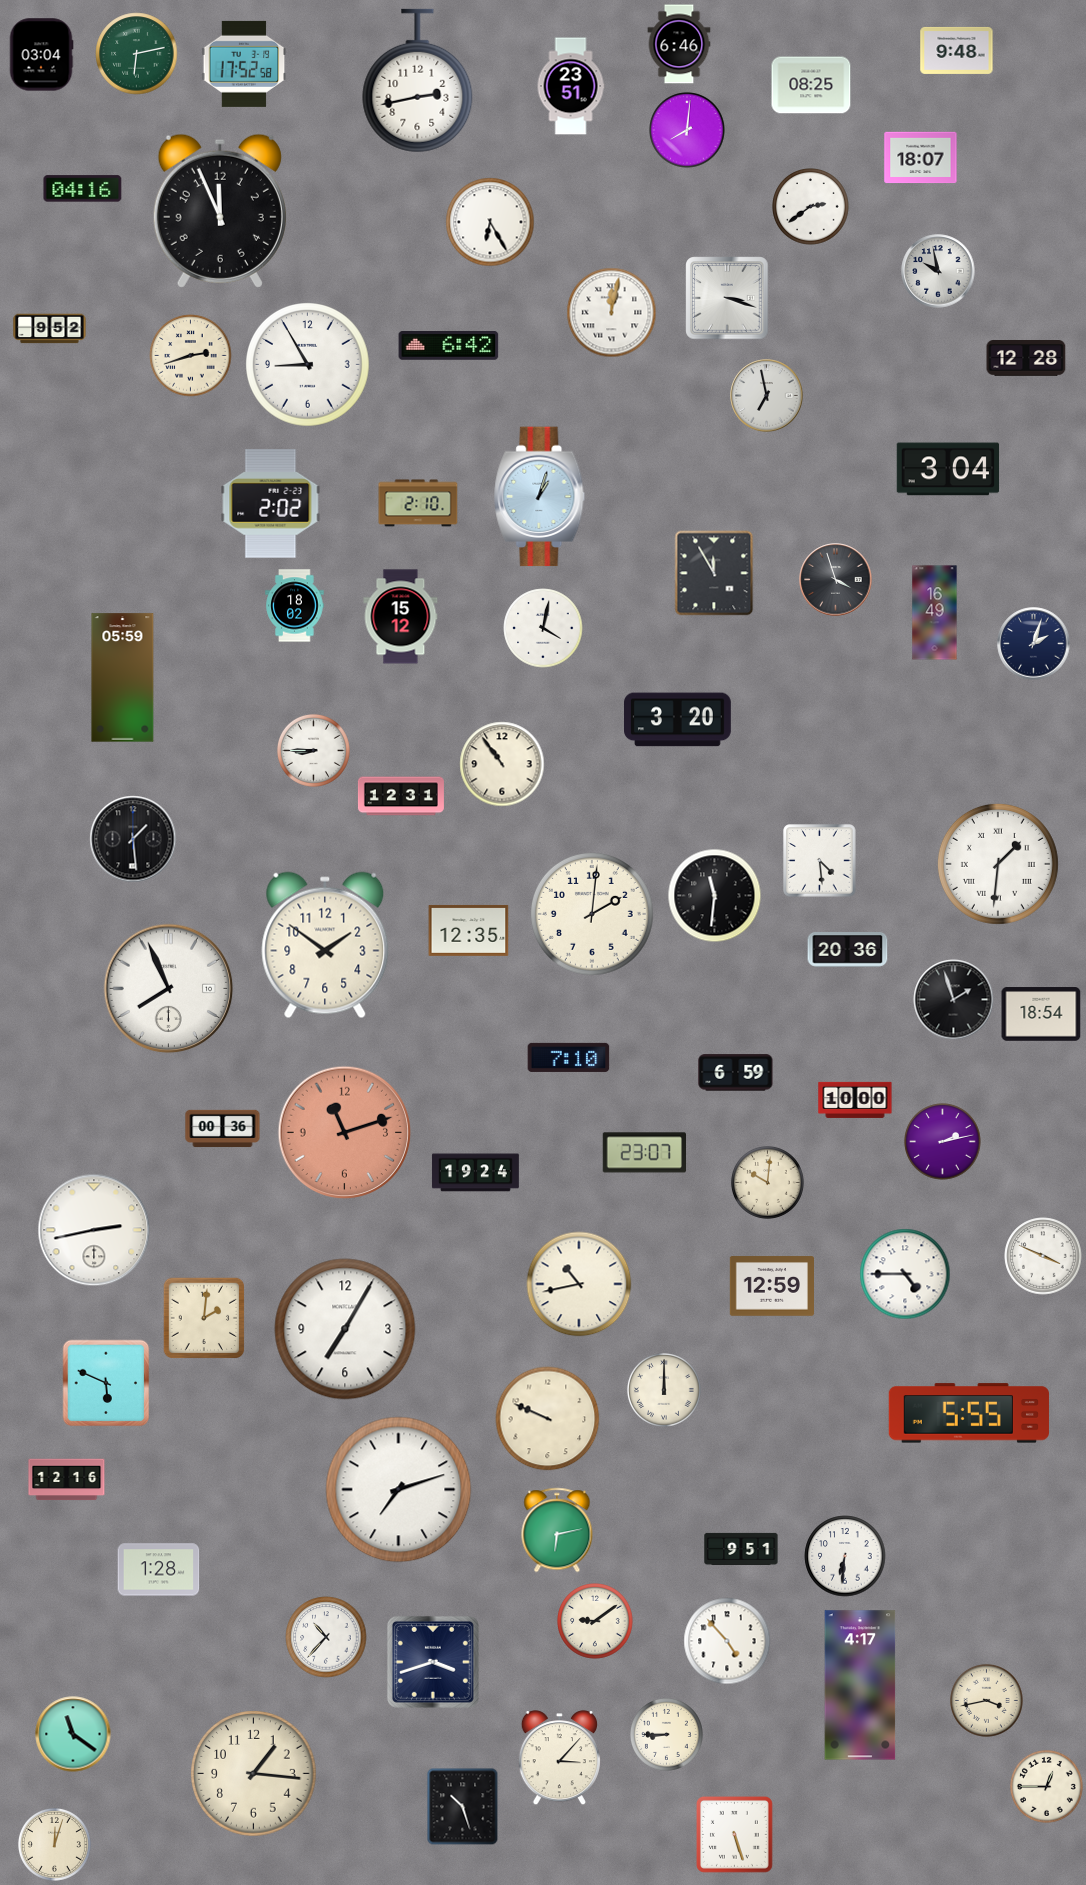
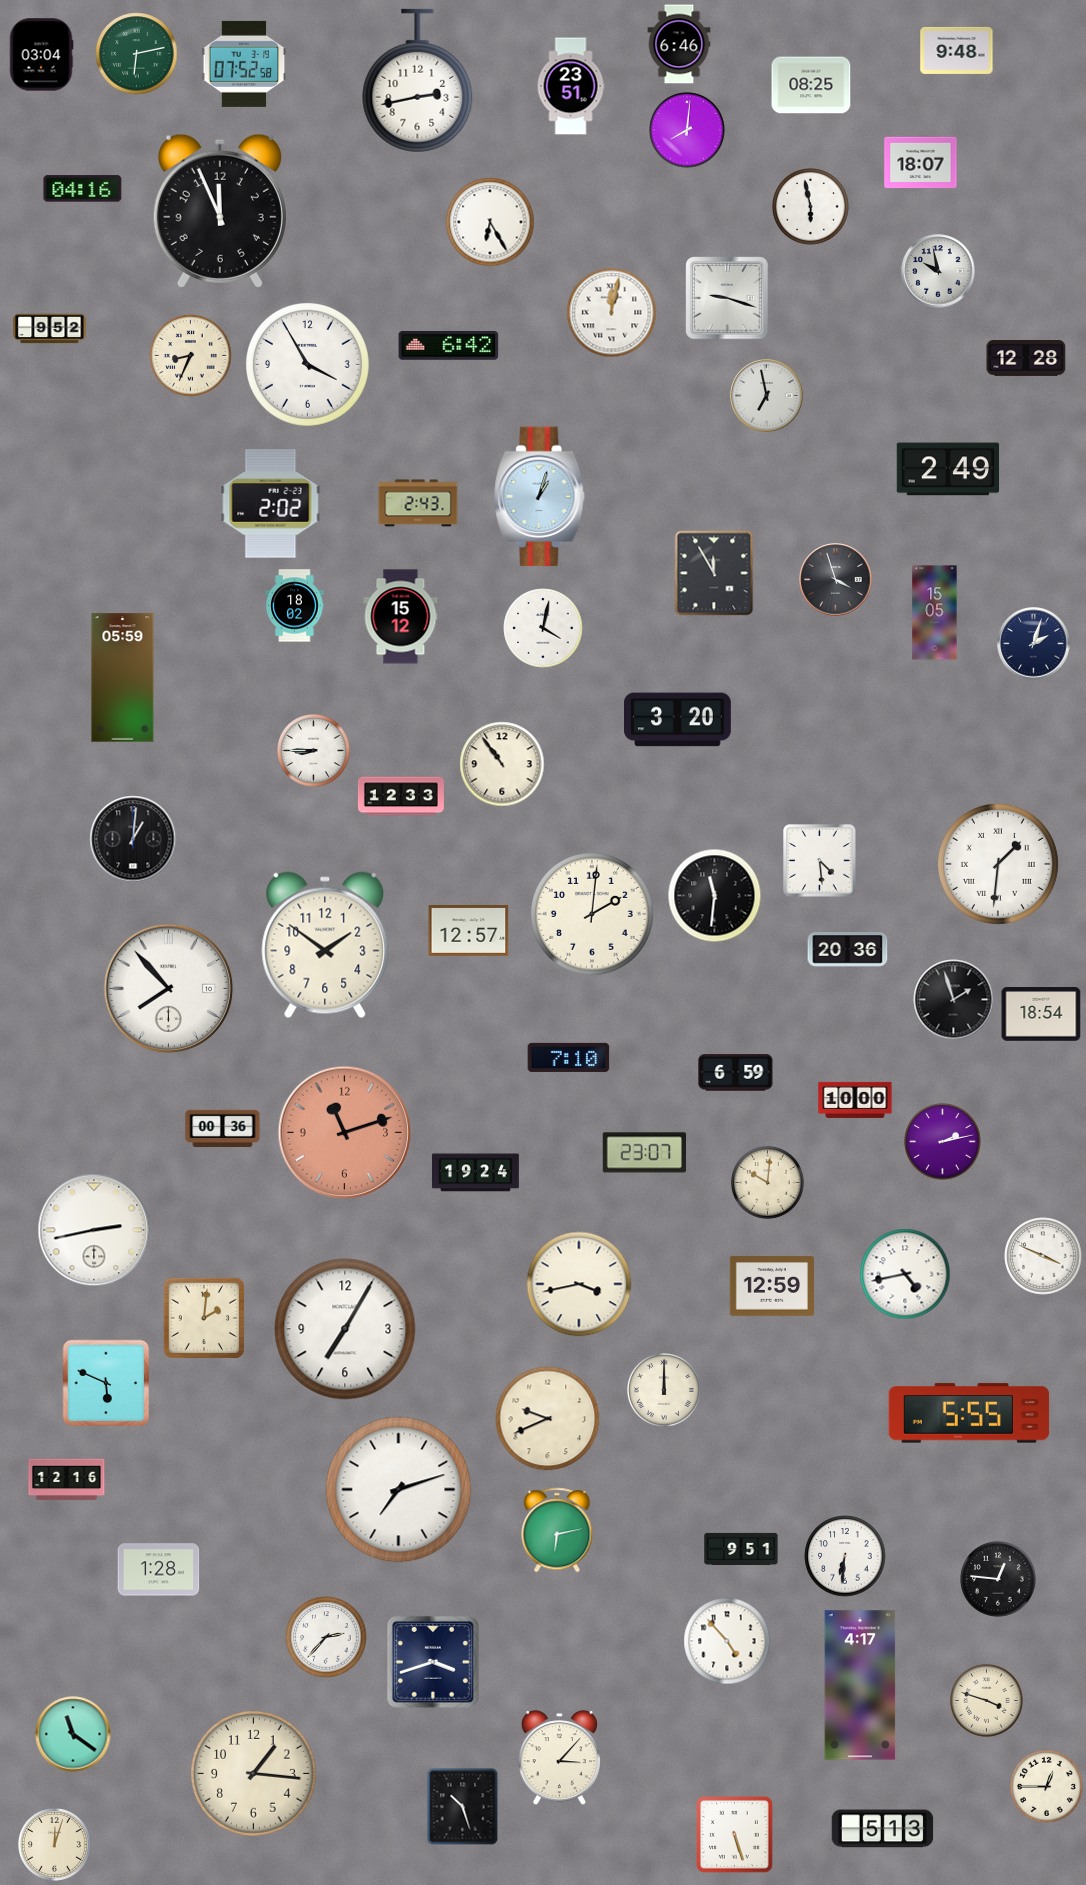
clock at (244, 64): 17:52 -> 07:52
clock at (921, 158) position: (921, 158) -> (921, 163)
clock at (811, 207): 2:39 -> 5:58
clock at (727, 298): 3:18 -> 9:18
clock at (191, 356): 2:42 -> 8:34
clock at (308, 365): 8:55 -> 3:55
clock at (948, 469): 3:04 -> 2:49
clock at (418, 503): 2:10 -> 2:43
clock at (935, 613): 16:49 -> 15:05
clock at (401, 796): 12:31 -> 12:33
clock at (133, 839): 1:29 -> 1:01
clock at (469, 930): 12:35 -> 12:57
clock at (169, 989): 7:56 -> 7:53
clock at (905, 1274): 4:45 -> 4:43
clock at (579, 1284): 10:43 -> 3:43
clock at (548, 1419): 9:49 -> 9:41
clock at (998, 1579): none -> 12:46
clock at (595, 1621): 9:09 -> none
clock at (326, 1637): 10:37 -> 2:37
clock at (986, 1700): 3:43 -> 3:48
clock at (666, 1734): 8:45 -> none
clock at (883, 1829): none -> 5:13
